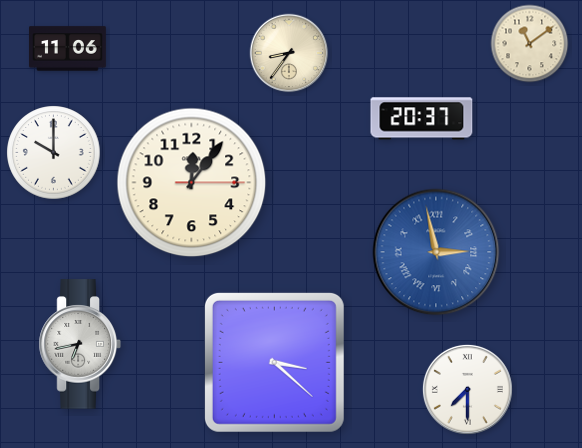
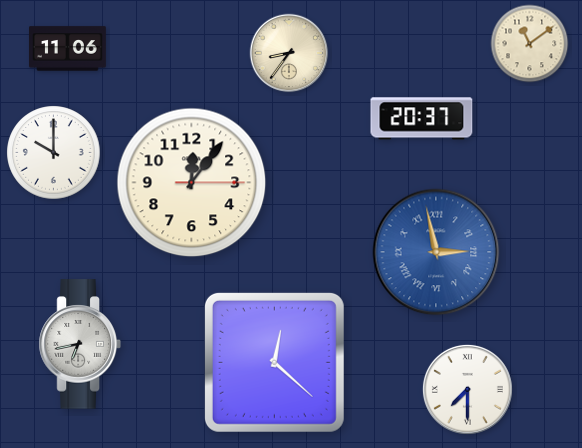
clock at (274, 362): 3:22 -> 12:22
